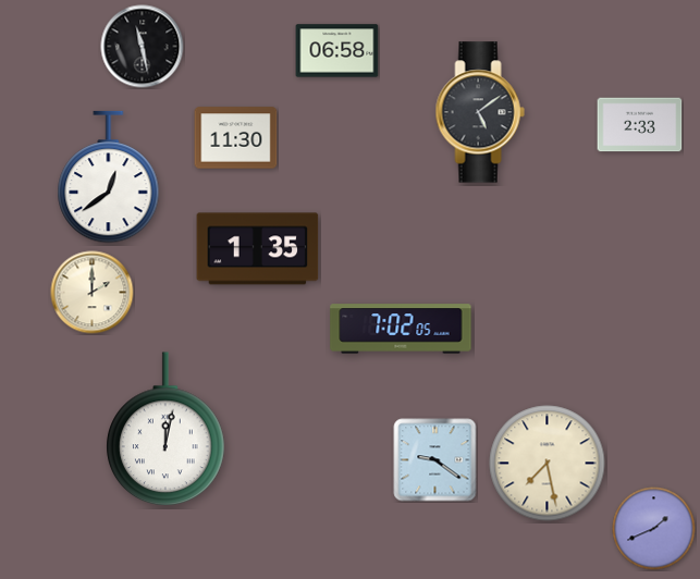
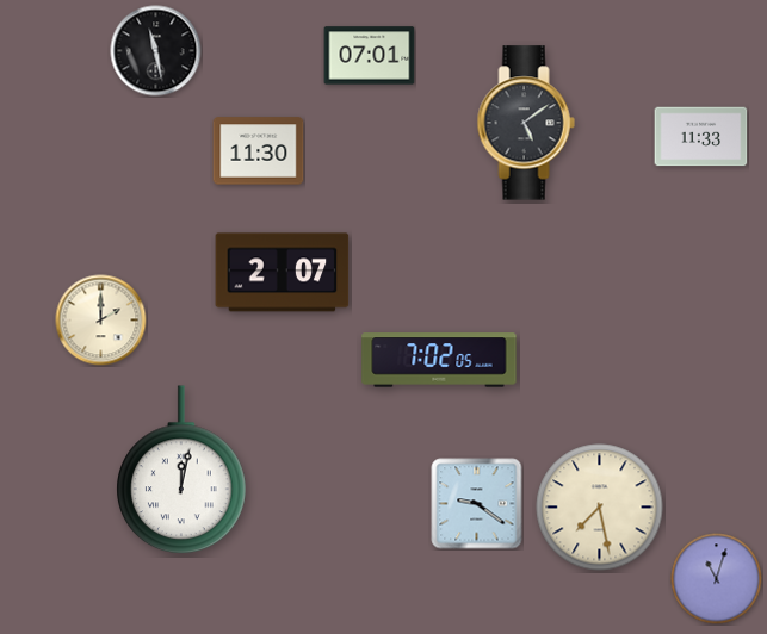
clock at (337, 51): 06:58 -> 07:01
clock at (640, 125): 2:33 -> 11:33
clock at (109, 177): 12:39 -> none
clock at (258, 249): 1:35 -> 2:07
clock at (654, 529): 1:41 -> 11:03
